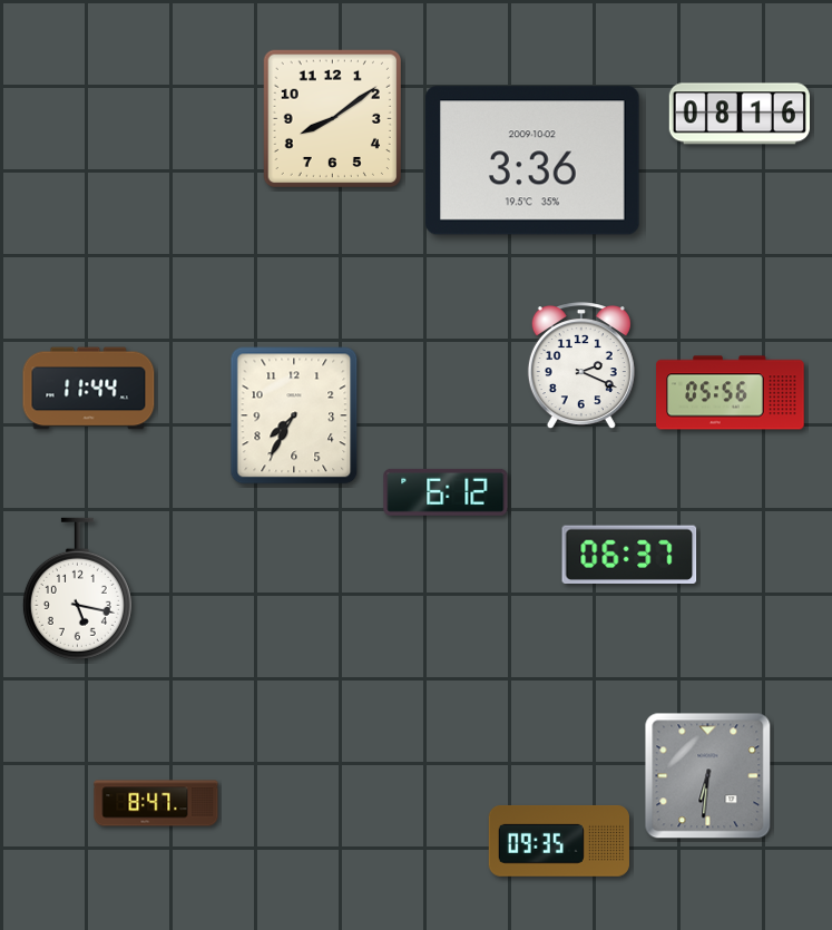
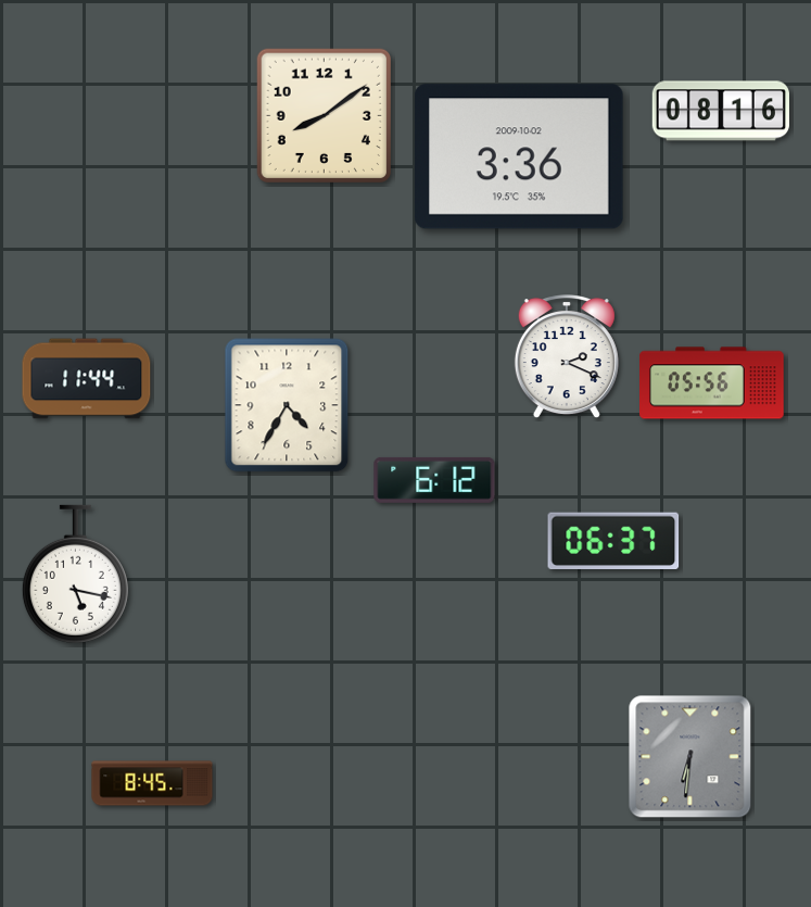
clock at (294, 415): 7:35 -> 4:35
clock at (156, 803): 8:47 -> 8:45
clock at (559, 841): 09:35 -> none
